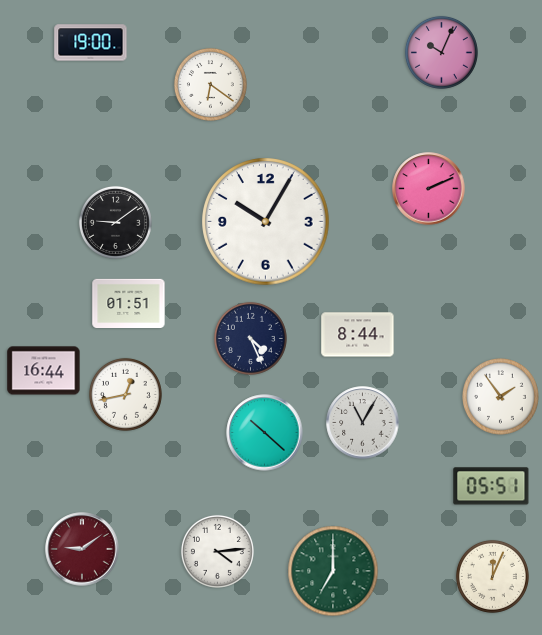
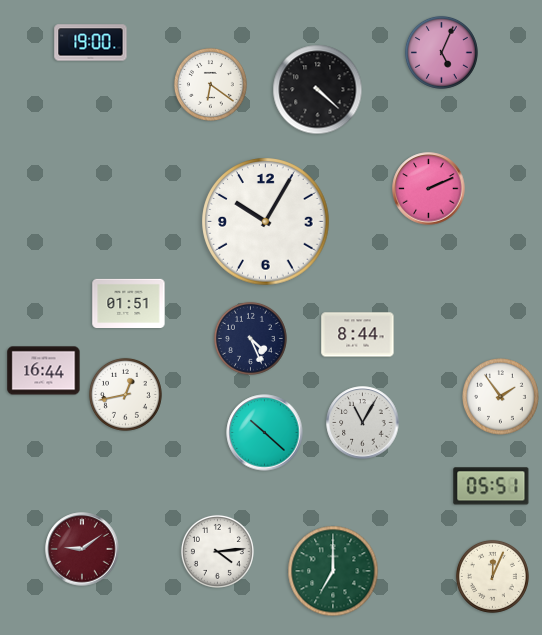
clock at (441, 52): 10:04 -> 5:04
clock at (318, 90): none -> 4:22
clock at (115, 222): 9:09 -> none
